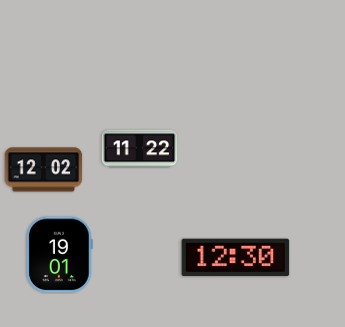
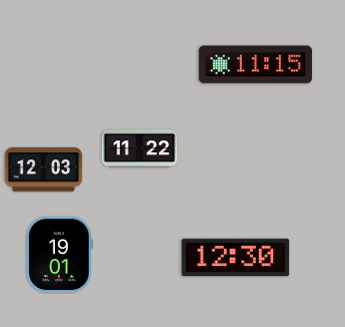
clock at (255, 65): none -> 11:15
clock at (44, 170): 12:02 -> 12:03
